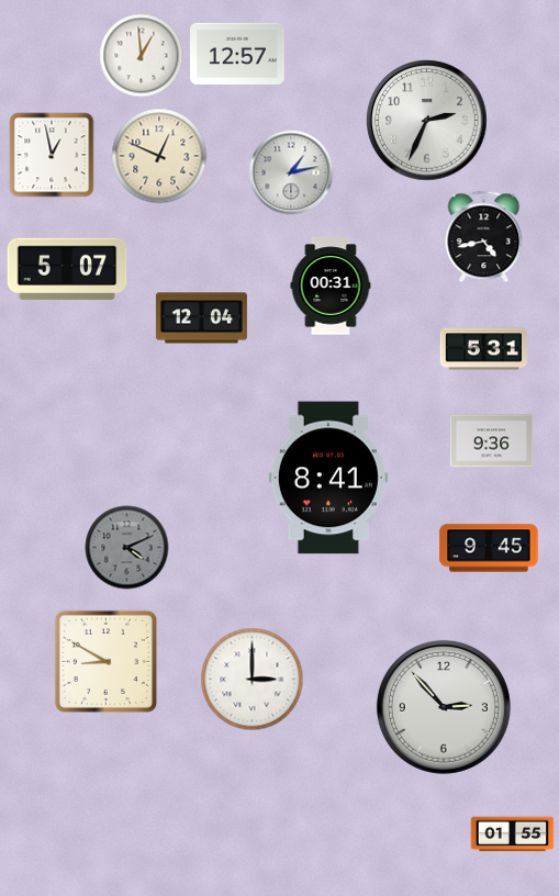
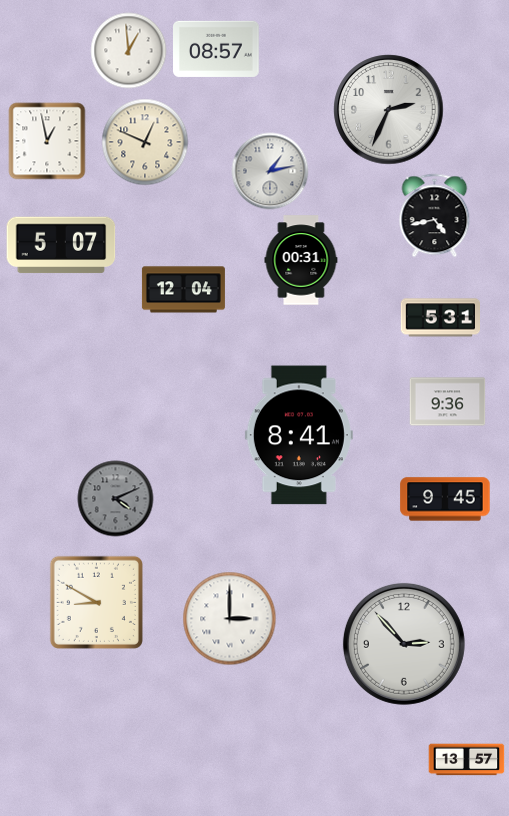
clock at (238, 54): 12:57 -> 08:57
clock at (291, 172) position: (291, 172) -> (270, 171)
clock at (484, 237) position: (484, 237) -> (435, 216)
clock at (513, 835): 01:55 -> 13:57
